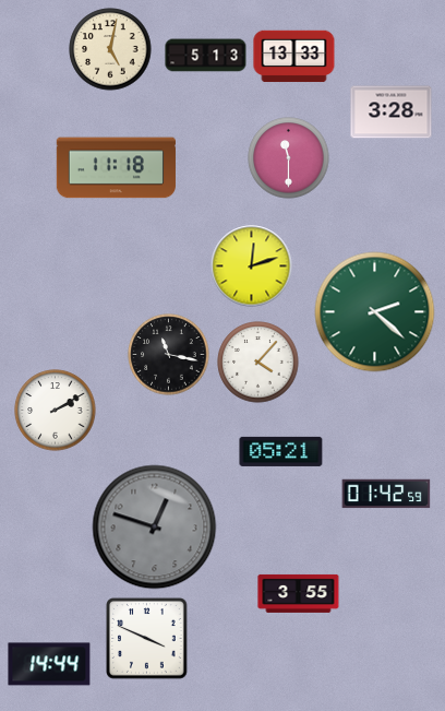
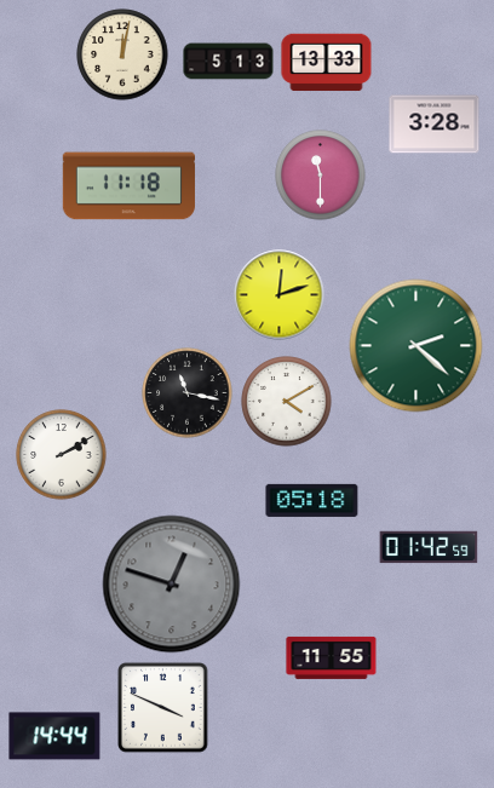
clock at (110, 49): 5:02 -> 12:02
clock at (258, 363): 4:07 -> 4:10
clock at (281, 451): 05:21 -> 05:18
clock at (299, 593): 3:55 -> 11:55
